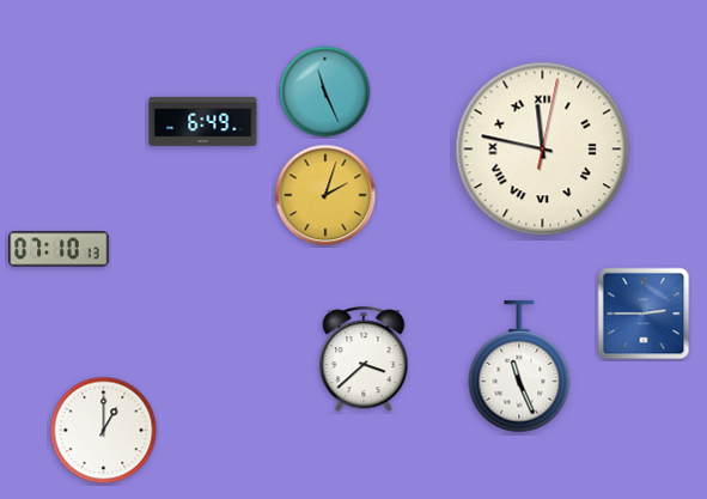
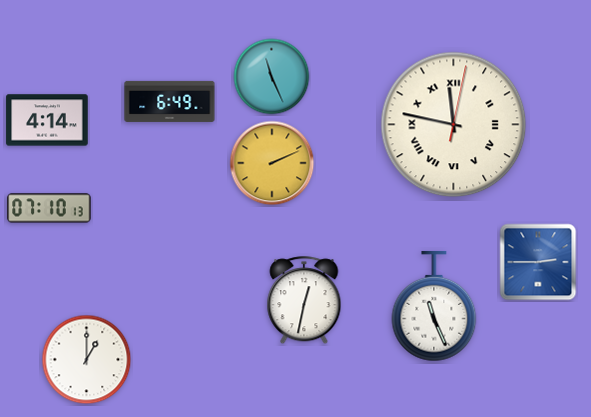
clock at (47, 120): none -> 4:14
clock at (325, 195): 2:03 -> 2:11
clock at (364, 360): 3:38 -> 12:32
